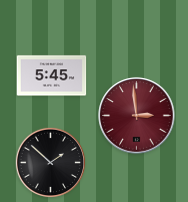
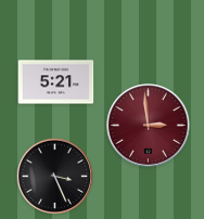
clock at (52, 76): 5:45 -> 5:21
clock at (51, 163): 1:52 -> 3:26
